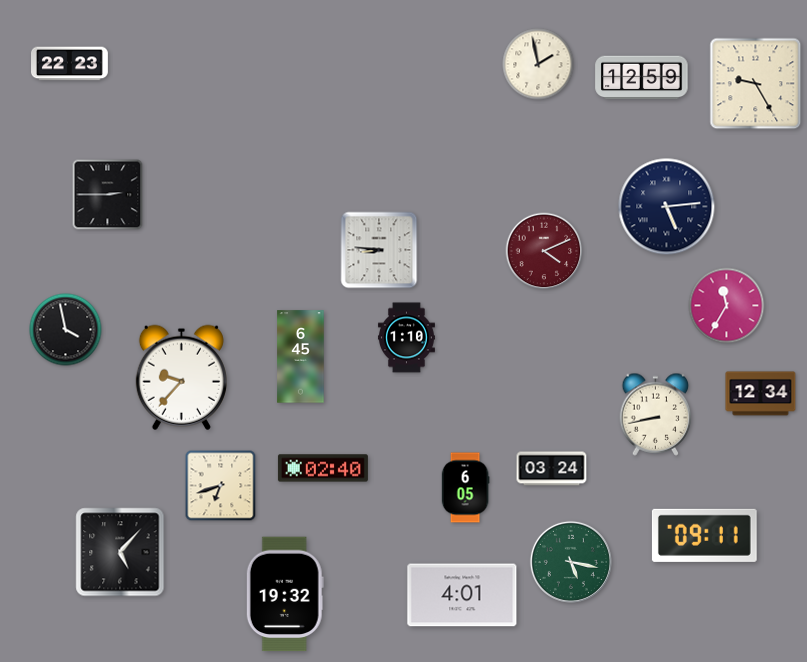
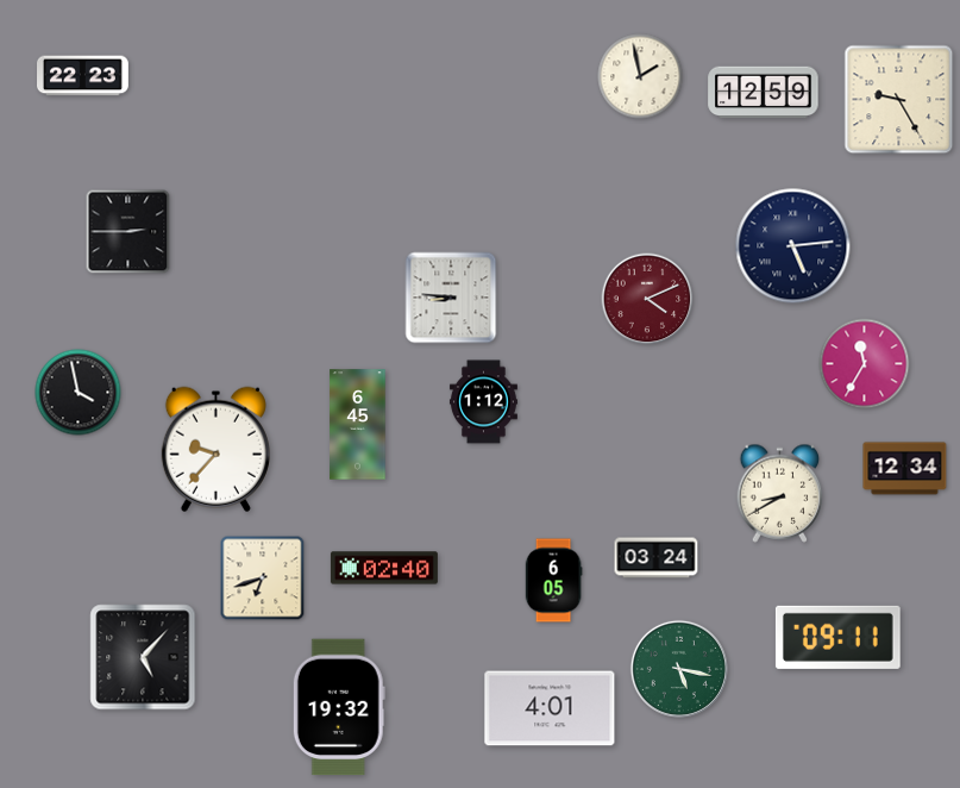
clock at (406, 338): 1:10 -> 1:12
clock at (656, 414): 8:43 -> 8:40
clock at (323, 468) position: (323, 468) -> (384, 568)
